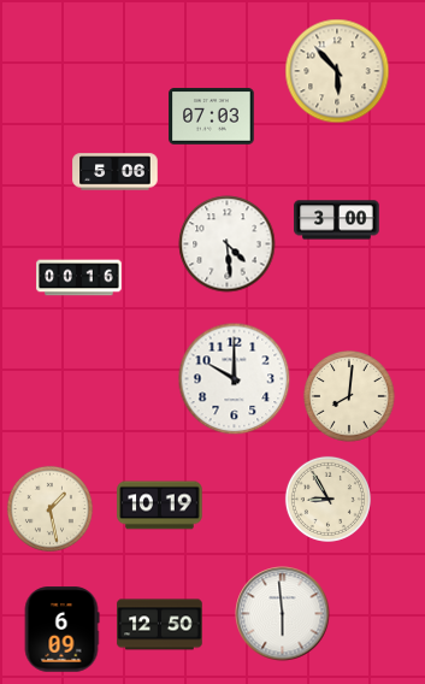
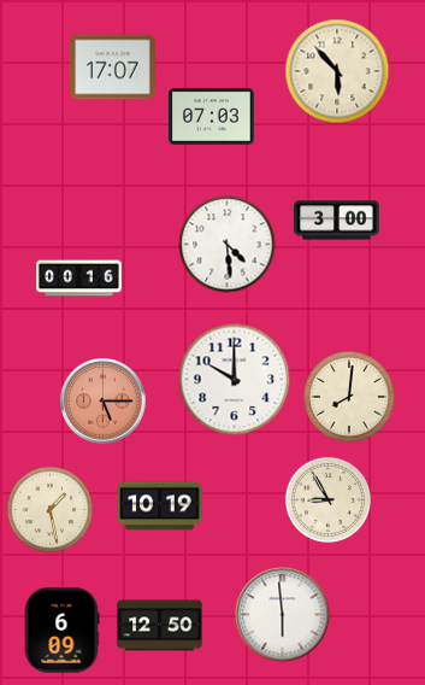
clock at (113, 68): none -> 17:07
clock at (116, 172): 5:06 -> none
clock at (104, 402): none -> 5:15
